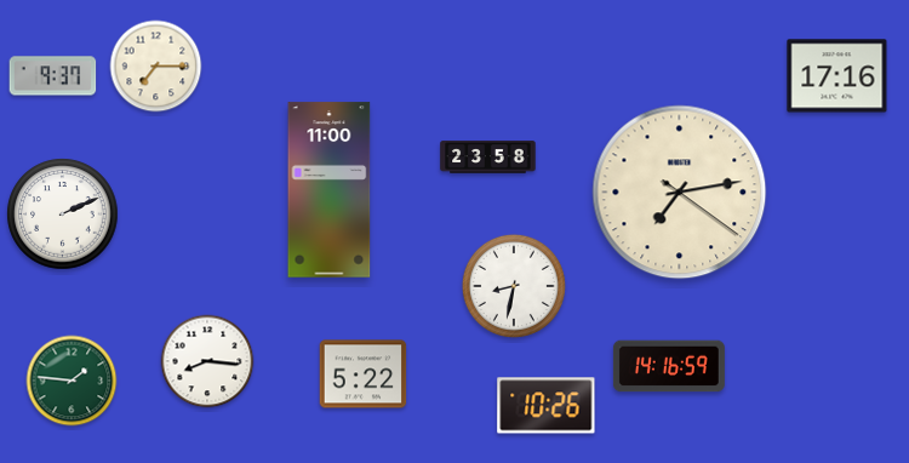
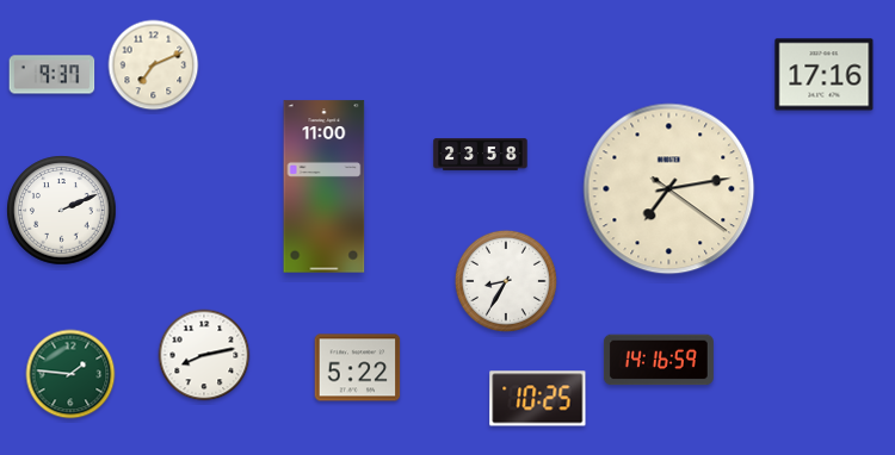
clock at (156, 67): 7:15 -> 7:11
clock at (514, 286): 8:32 -> 8:35
clock at (207, 361): 8:16 -> 8:13
clock at (547, 406): 10:26 -> 10:25
